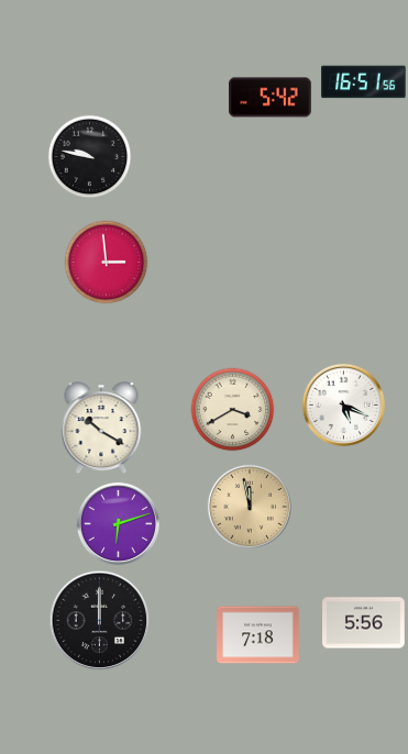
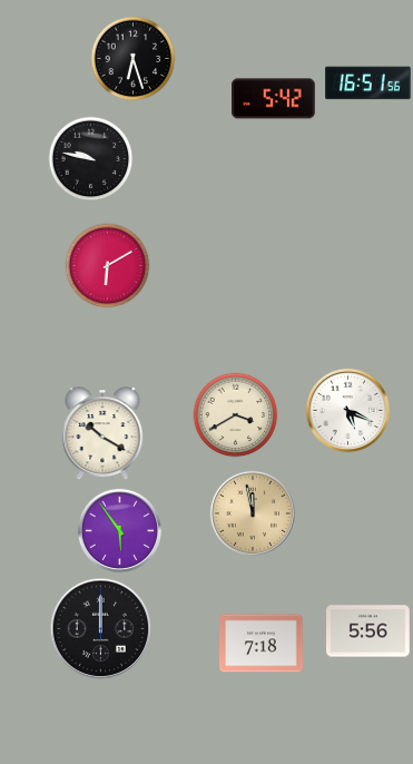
clock at (134, 59): none -> 6:27
clock at (107, 263): 2:59 -> 6:10
clock at (118, 523): 6:12 -> 5:54
